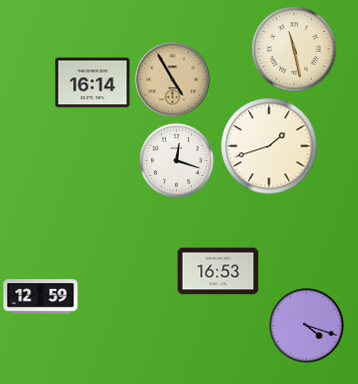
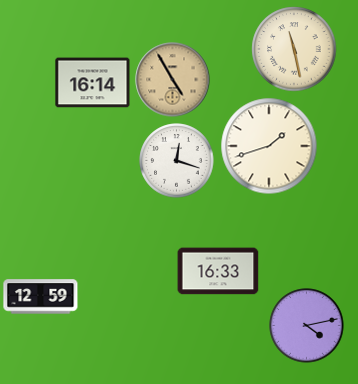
clock at (218, 271): 16:53 -> 16:33
clock at (307, 326): 4:18 -> 4:13
